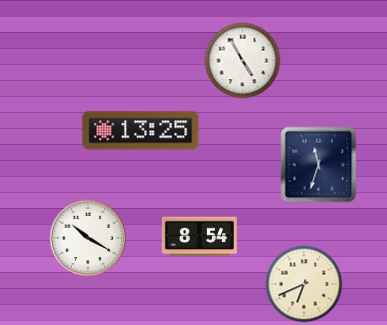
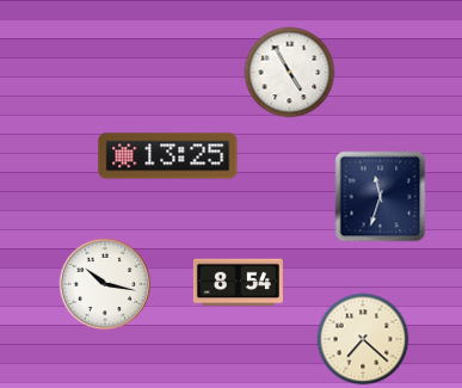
clock at (88, 238): 10:20 -> 10:17
clock at (304, 284): 6:41 -> 7:22
